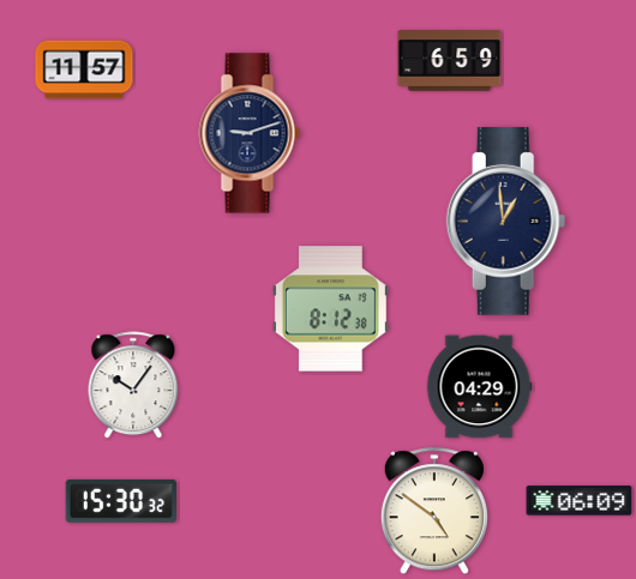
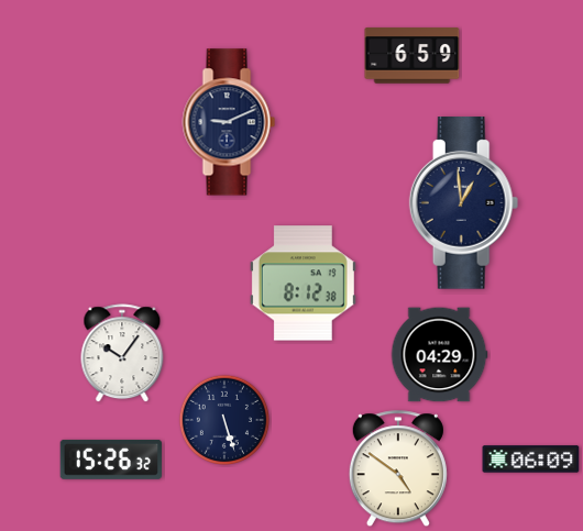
clock at (84, 70): 11:57 -> none
clock at (250, 133): 9:12 -> 9:11
clock at (223, 419): none -> 5:27
clock at (121, 501): 15:30 -> 15:26
